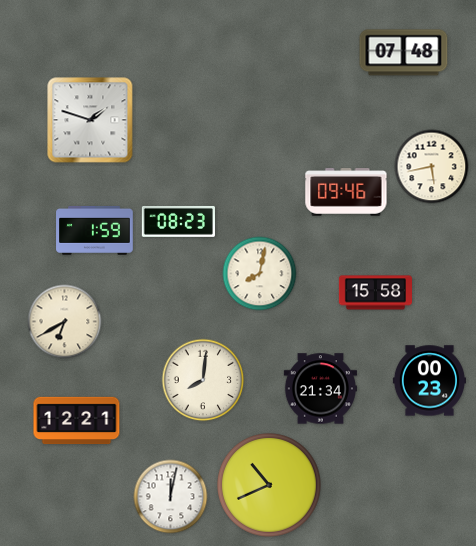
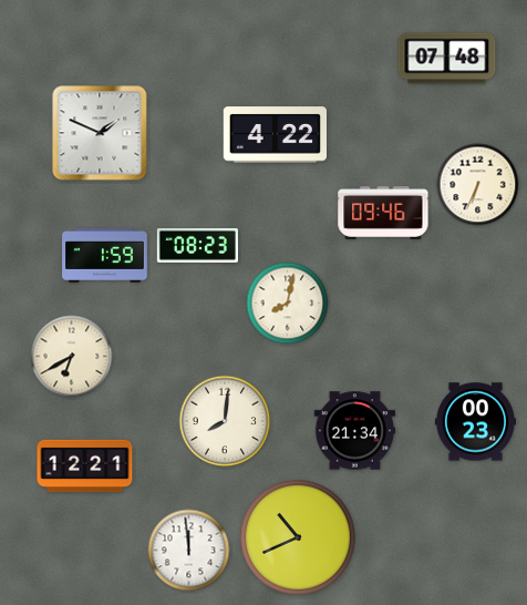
clock at (90, 120): 1:48 -> 1:49
clock at (276, 135): none -> 4:22
clock at (432, 167): 5:43 -> 6:34
clock at (375, 293): 15:58 -> none
clock at (171, 497): 12:02 -> 11:59
